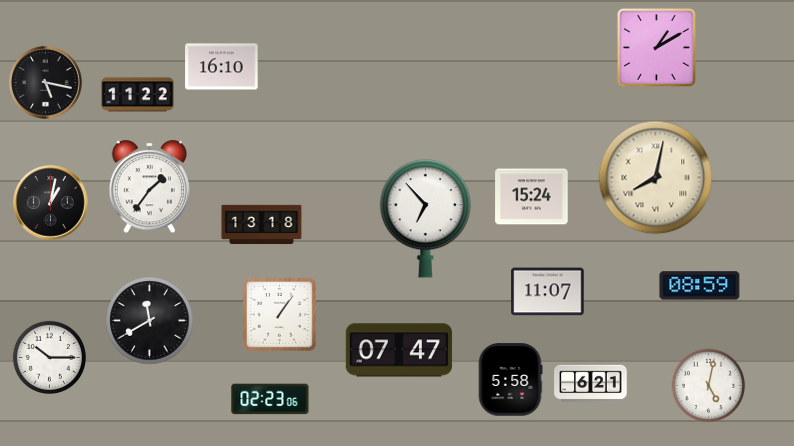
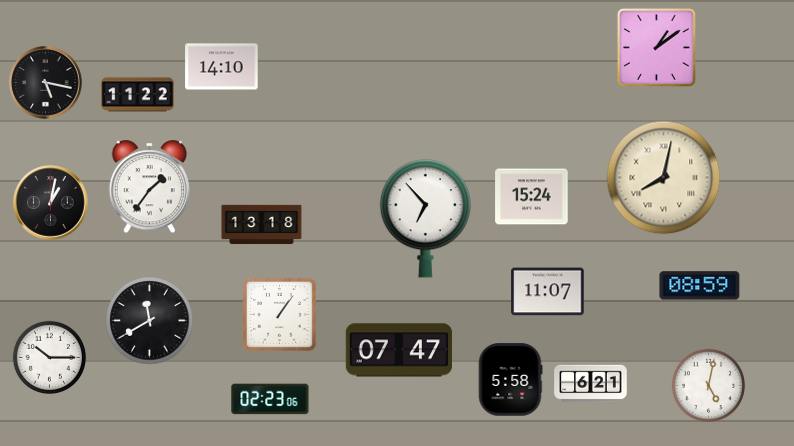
clock at (656, 47): 1:10 -> 1:09
clock at (222, 67): 16:10 -> 14:10
clock at (656, 178) position: (656, 178) -> (664, 178)
